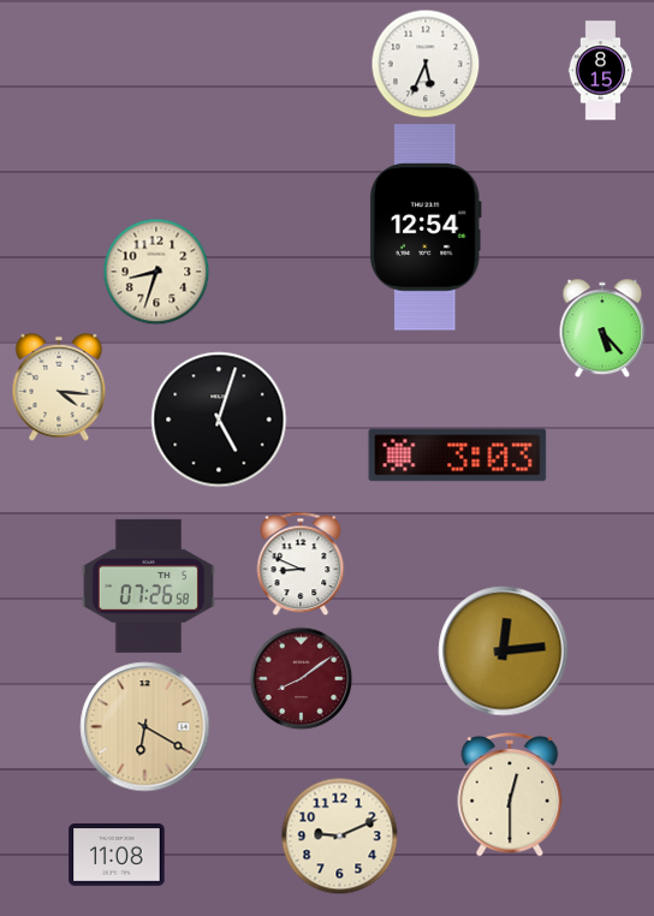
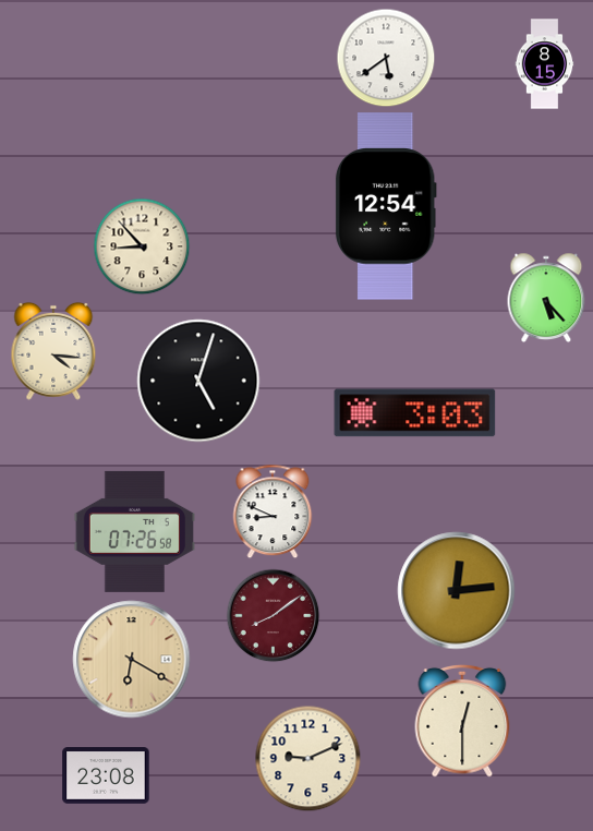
clock at (426, 64): 5:34 -> 5:39
clock at (156, 272): 8:33 -> 8:53
clock at (117, 855): 11:08 -> 23:08
